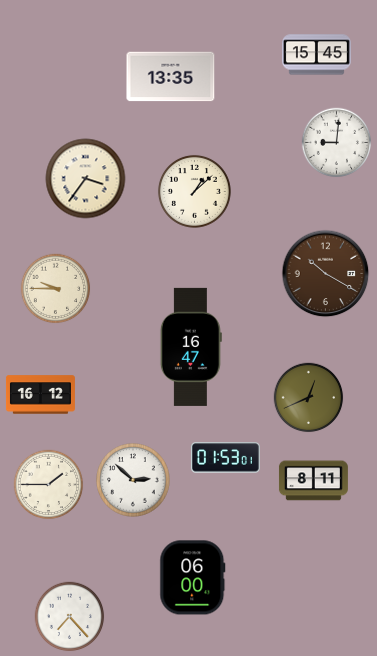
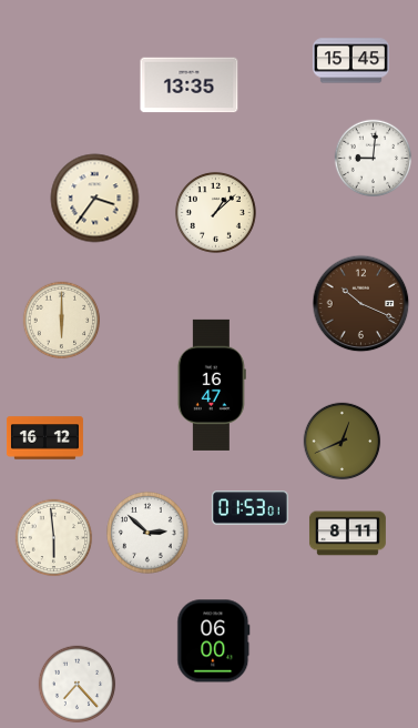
clock at (326, 274): 10:20 -> 10:19
clock at (56, 289): 9:45 -> 6:00
clock at (49, 485): 1:45 -> 5:59
